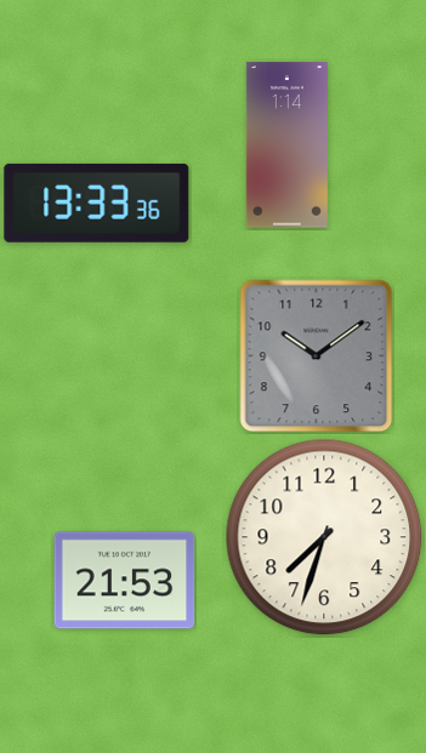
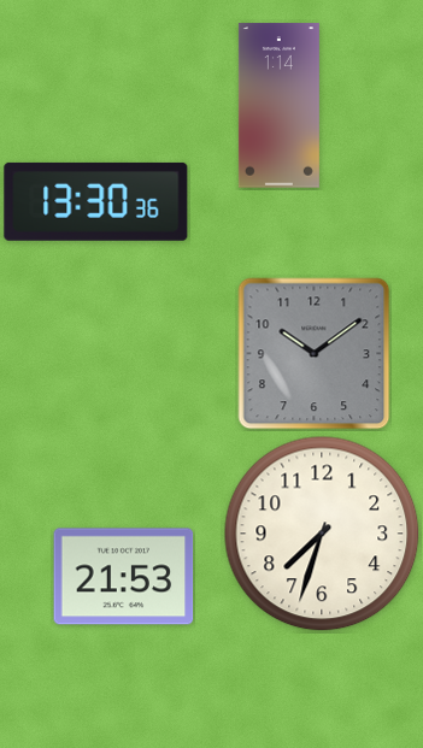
clock at (286, 146) position: (286, 146) -> (278, 106)
clock at (97, 202): 13:33 -> 13:30
